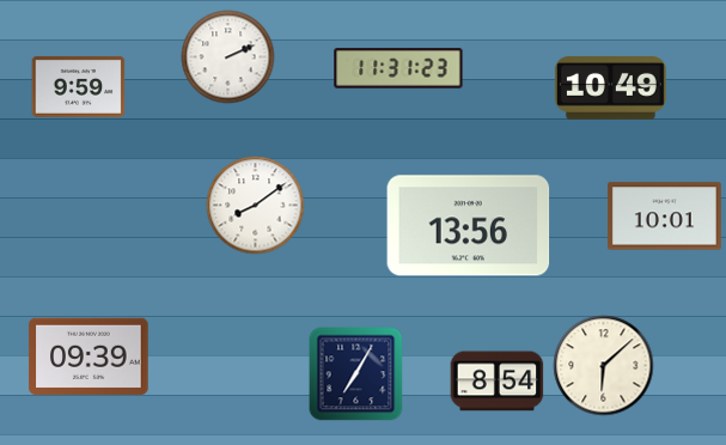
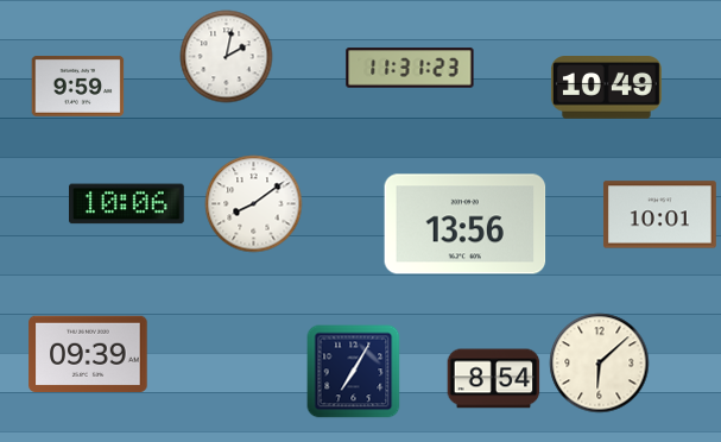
clock at (227, 56): 2:11 -> 2:02
clock at (398, 68) position: (398, 68) -> (410, 68)
clock at (127, 204): none -> 10:06
